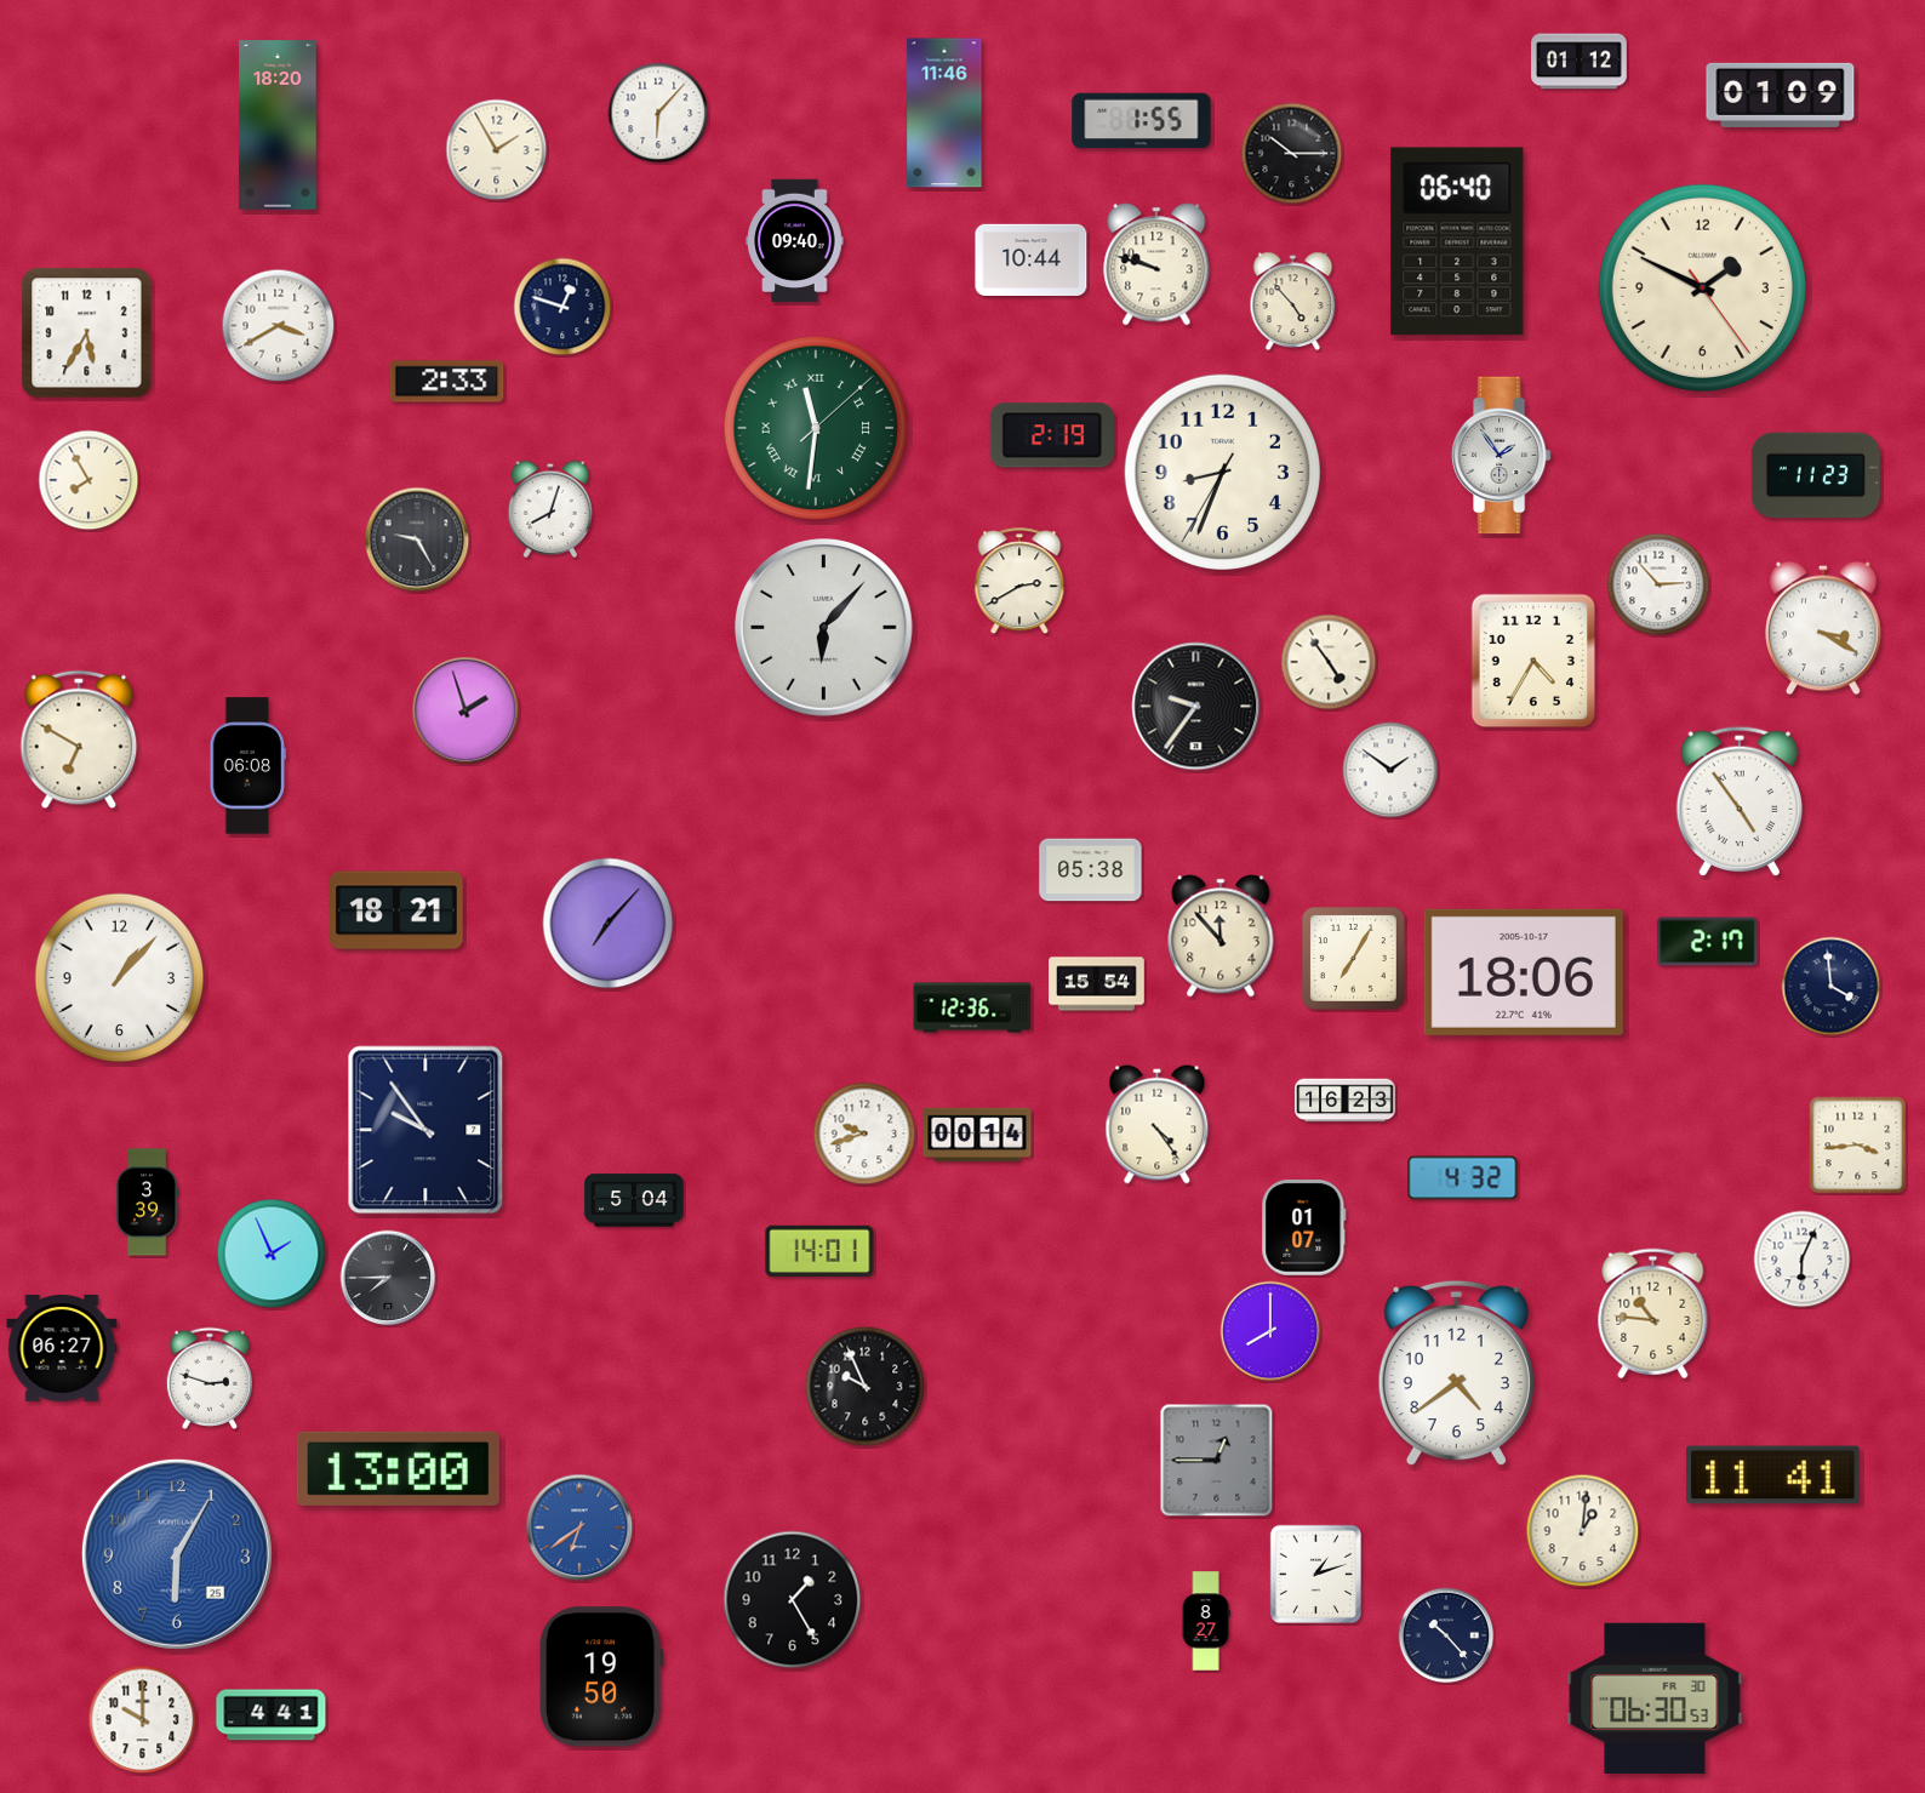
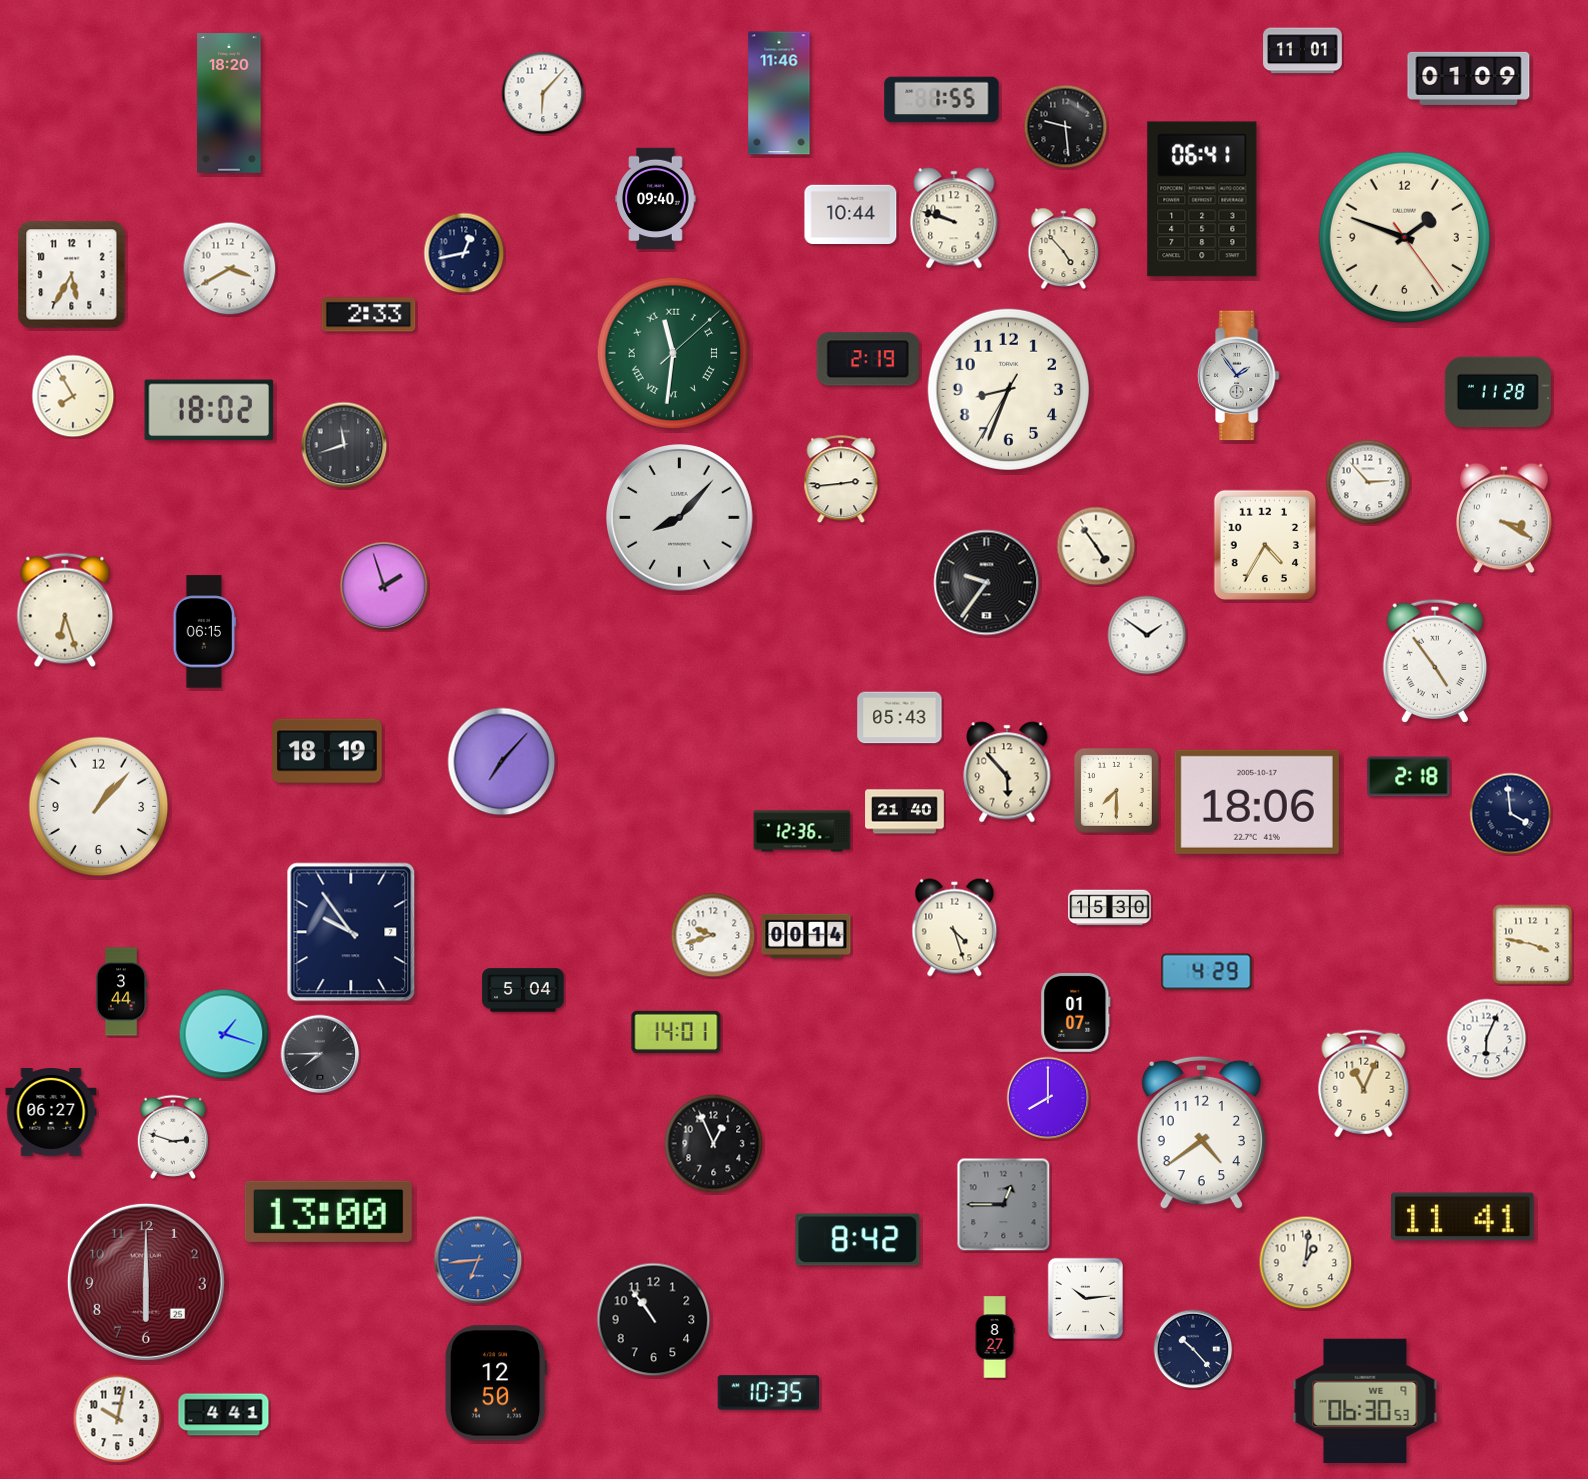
clock at (1580, 62): 01:12 -> 11:01
clock at (497, 150): 1:55 -> none
clock at (1292, 154): 10:15 -> 9:29
clock at (1457, 241): 06:40 -> 06:41
clock at (1702, 287): 1:49 -> 1:48
clock at (1293, 302) position: (1293, 302) -> (1064, 249)
clock at (562, 307): 12:48 -> 12:43
clock at (1816, 475): 11:23 -> 11:28
clock at (209, 410): none -> 18:02
clock at (550, 509): 8:03 -> none
clock at (417, 539): 9:25 -> 11:42
clock at (1019, 582): 2:40 -> 2:44
clock at (824, 628): 6:07 -> 8:07
clock at (79, 740): 6:50 -> 6:27
clock at (247, 766): 06:08 -> 06:15
clock at (1091, 870): 05:38 -> 05:43
clock at (398, 910): 18:21 -> 18:19
clock at (1221, 936): 11:53 -> 5:53
clock at (1708, 942): 2:17 -> 2:18
clock at (1353, 958): 7:05 -> 7:30
clock at (1097, 984): 15:54 -> 21:40
clock at (1346, 1101): 16:23 -> 15:30
clock at (1158, 1125): 4:24 -> 4:27
clock at (1858, 1146): 3:44 -> 3:47
clock at (1463, 1178): 4:32 -> 4:29
clock at (147, 1203): 3:39 -> 3:44
clock at (272, 1254): 1:56 -> 1:18
clock at (1653, 1314): 10:46 -> 11:04
clock at (866, 1387): 9:56 -> 12:56
clock at (858, 1240): none -> 8:42
clock at (579, 1528): 6:39 -> 6:44
clock at (177, 1554): 6:05 -> 6:00
clock at (177, 1554) dial: blue -> burgundy
clock at (1315, 1574): 1:12 -> 10:14
clock at (793, 1600): 1:25 -> 10:54
clock at (601, 1677): 19:50 -> 12:50
clock at (768, 1393): none -> 10:35
clock at (1655, 1698) date: FR 30 -> WE 9
clock at (143, 1720): 10:00 -> 10:02
